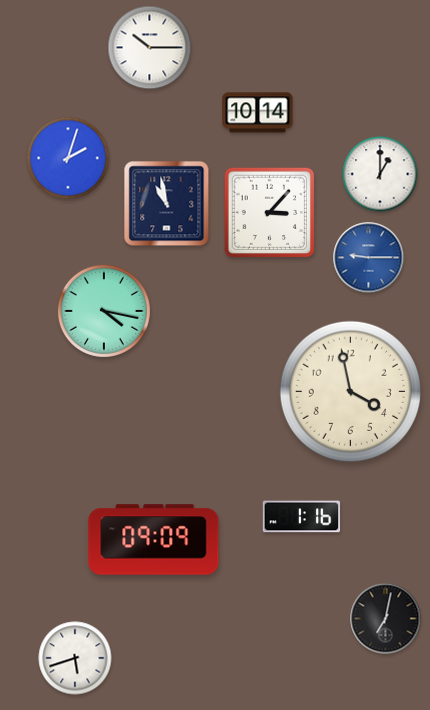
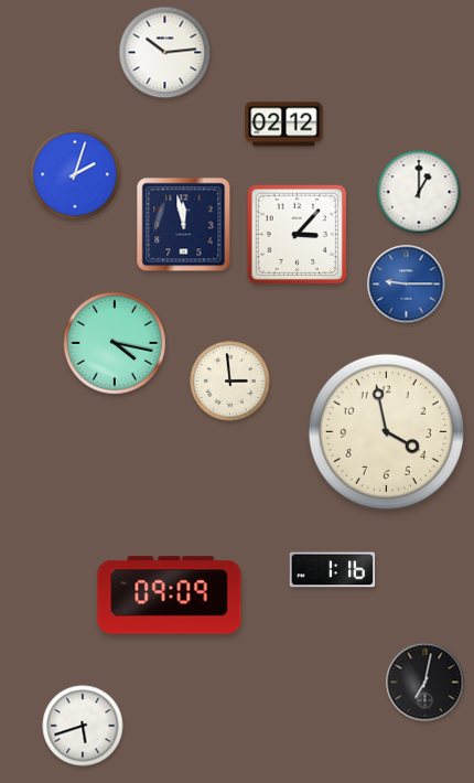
clock at (150, 48): 10:15 -> 10:14
clock at (258, 113): 10:14 -> 02:12
clock at (167, 204): 10:58 -> 11:58
clock at (230, 382): none -> 2:59
